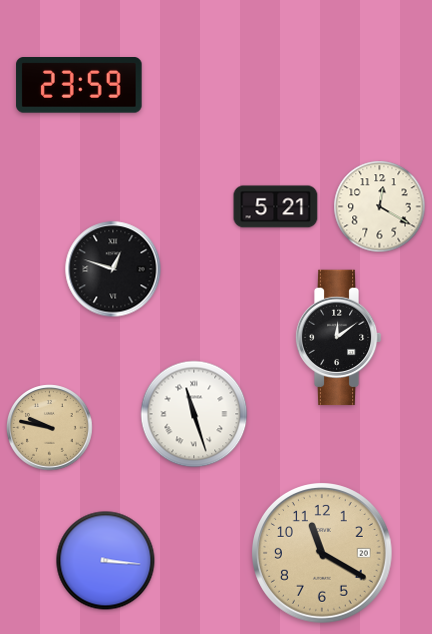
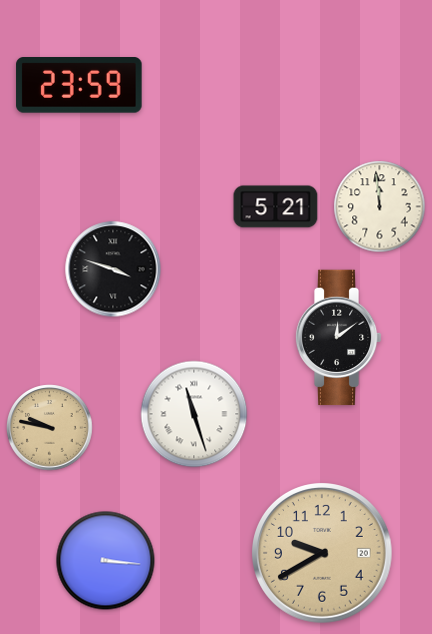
clock at (380, 207): 12:20 -> 11:59
clock at (113, 269): 12:48 -> 3:48
clock at (323, 554): 11:20 -> 9:40
